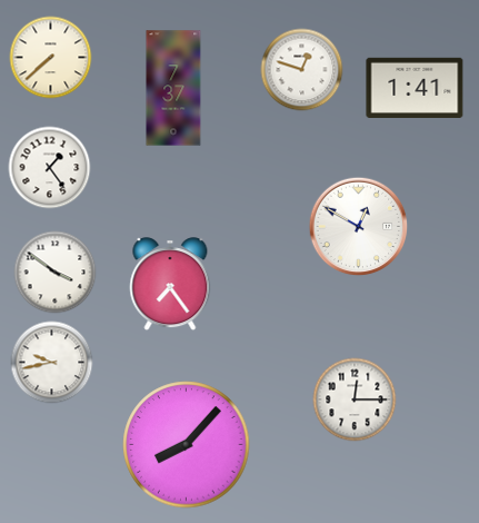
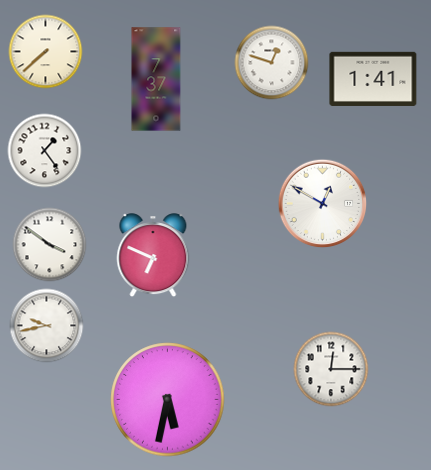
clock at (170, 285): 7:24 -> 6:49
clock at (355, 399) position: (355, 399) -> (331, 369)
clock at (187, 445): 8:07 -> 5:32
